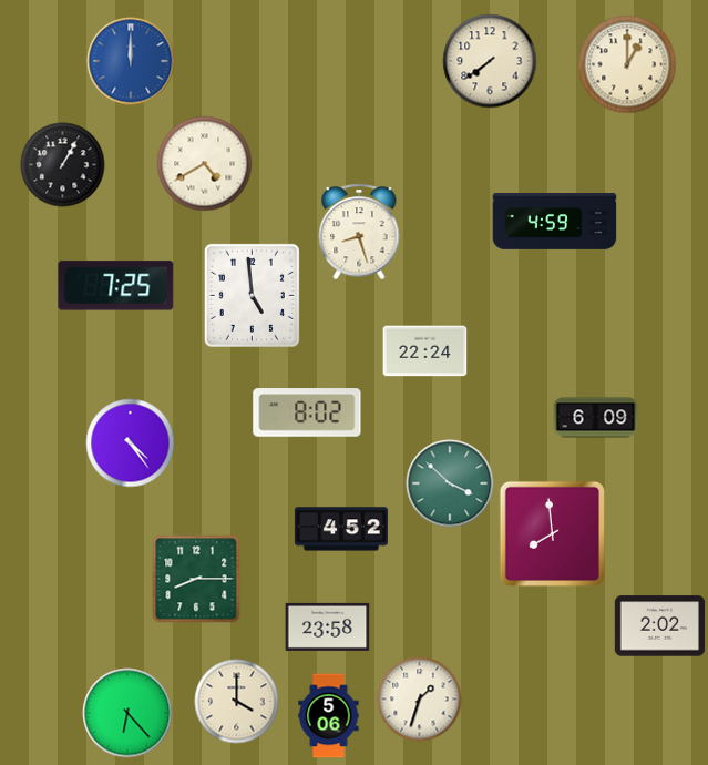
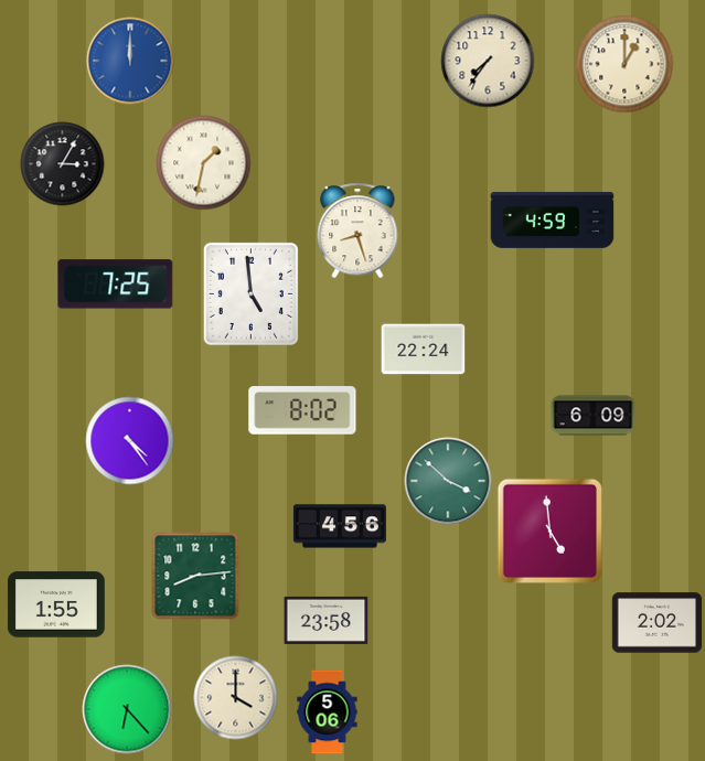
clock at (490, 61): 7:39 -> 7:36
clock at (205, 164): 4:40 -> 1:32
clock at (63, 165): 1:05 -> 3:05
clock at (307, 412) position: (307, 412) -> (302, 410)
clock at (341, 529): 4:52 -> 4:56
clock at (552, 533): 7:59 -> 4:59
clock at (196, 579): 8:15 -> 8:14
clock at (56, 604): none -> 1:55
clock at (328, 626) position: (328, 626) -> (327, 620)
clock at (420, 700): 1:33 -> none
